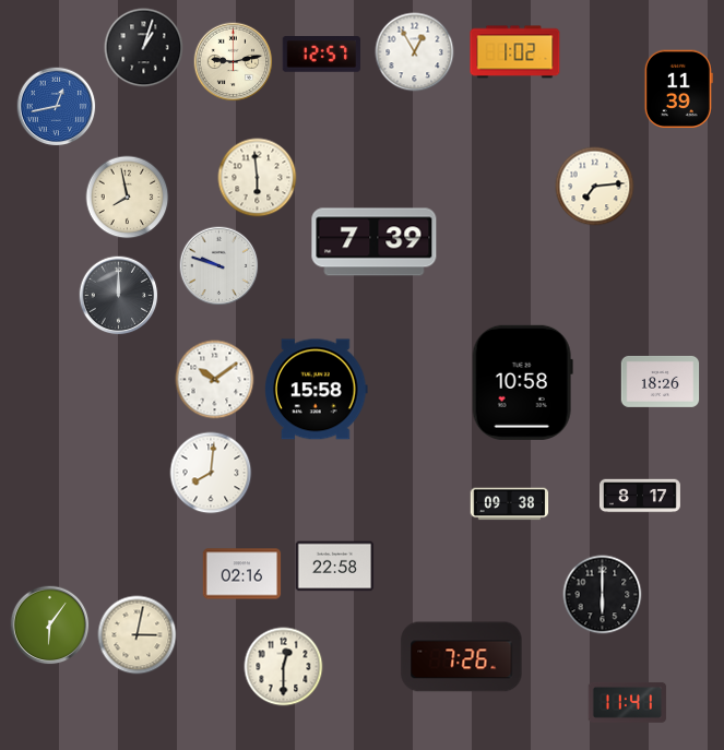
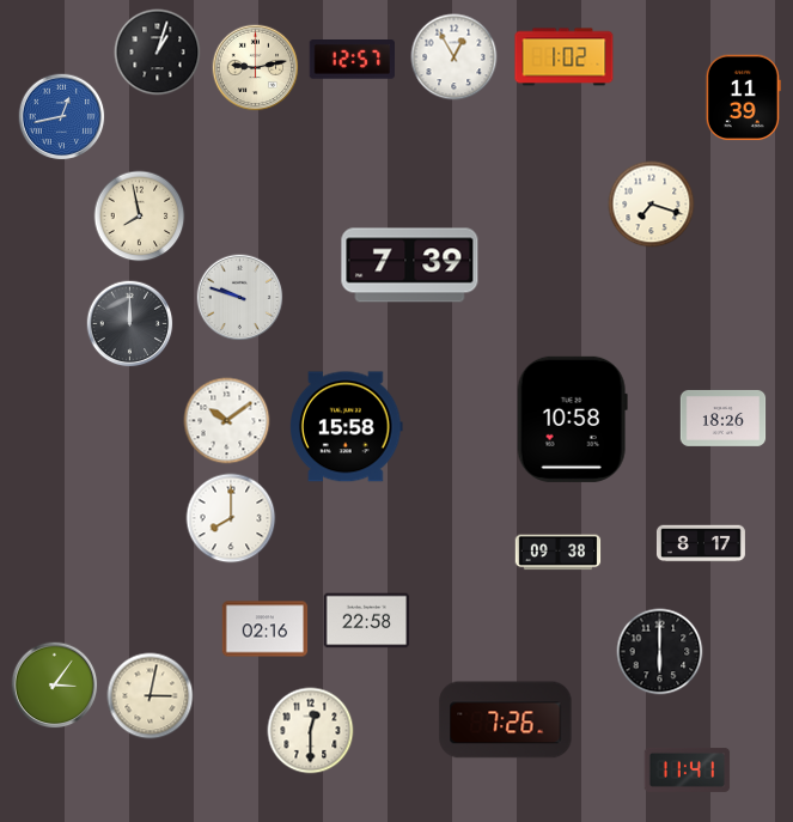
clock at (258, 178): 5:59 -> none
clock at (595, 187): 7:14 -> 7:18
clock at (219, 266) position: (219, 266) -> (240, 298)
clock at (215, 380) position: (215, 380) -> (227, 421)
clock at (211, 473): 8:01 -> 8:00
clock at (50, 626): 6:06 -> 3:06
